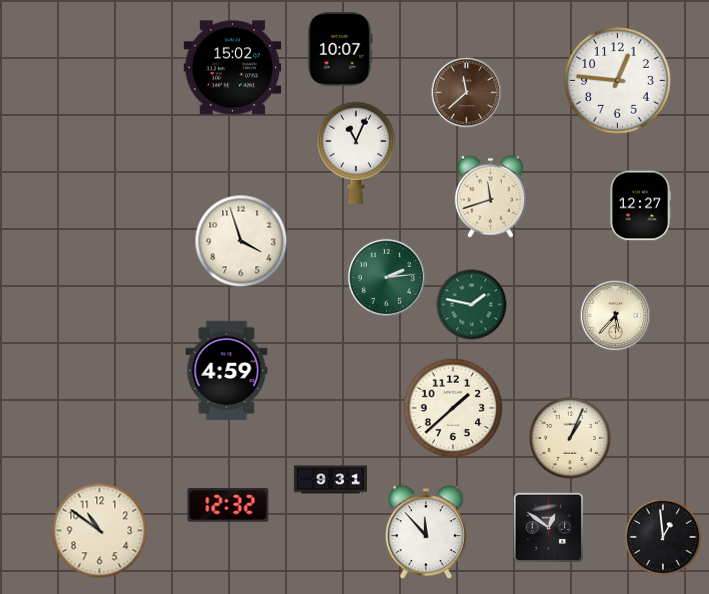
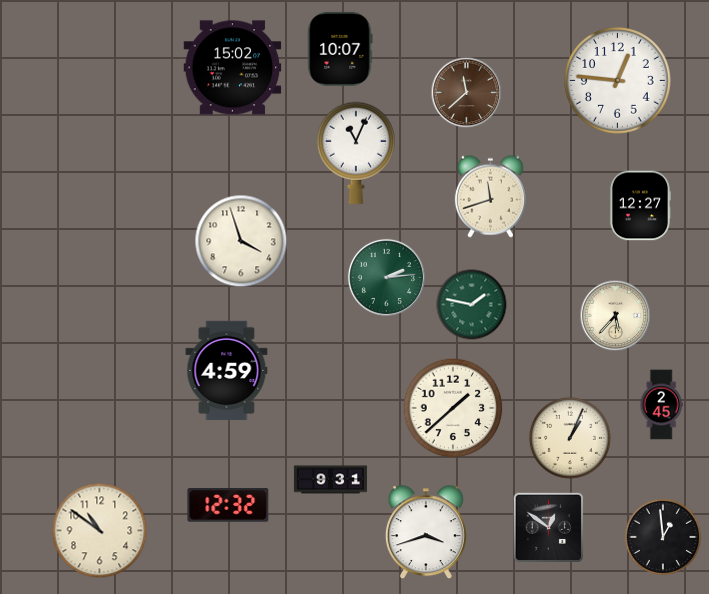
clock at (661, 405): none -> 2:45
clock at (426, 533): 11:53 -> 3:42
